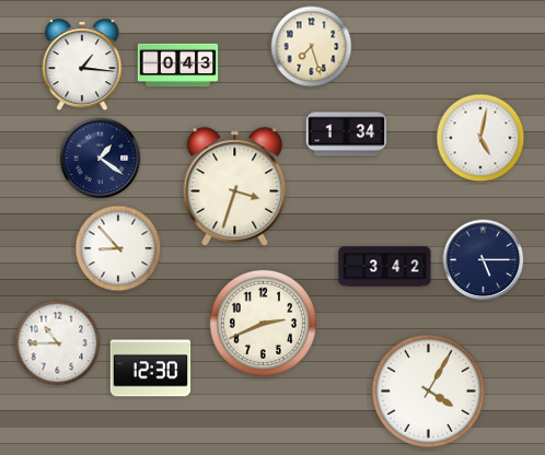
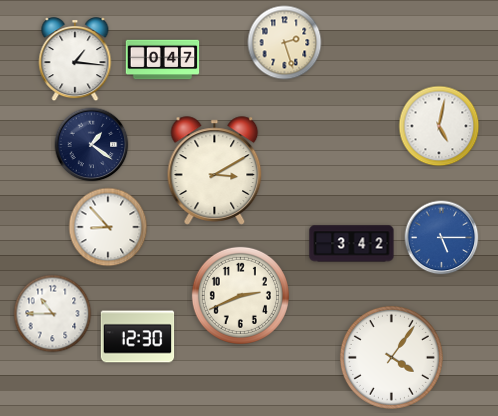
clock at (312, 47): 7:27 -> 2:27
clock at (178, 66): 0:43 -> 0:47
clock at (347, 135): 1:34 -> none
clock at (235, 187): 3:33 -> 3:10
clock at (484, 260) dial: navy -> blue
clock at (428, 390): 4:05 -> 4:06
